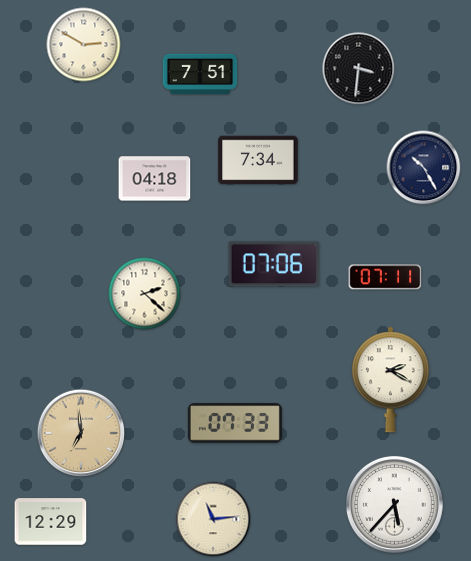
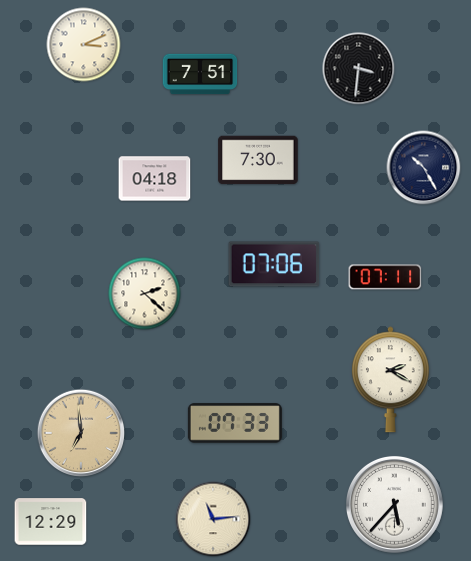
clock at (84, 45): 2:50 -> 3:11
clock at (258, 160): 7:34 -> 7:30
